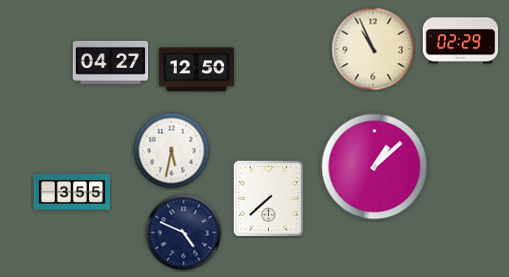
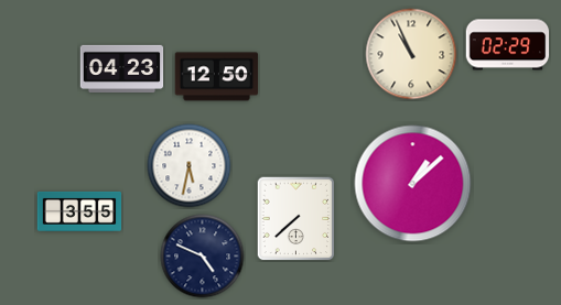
clock at (111, 62): 04:27 -> 04:23
